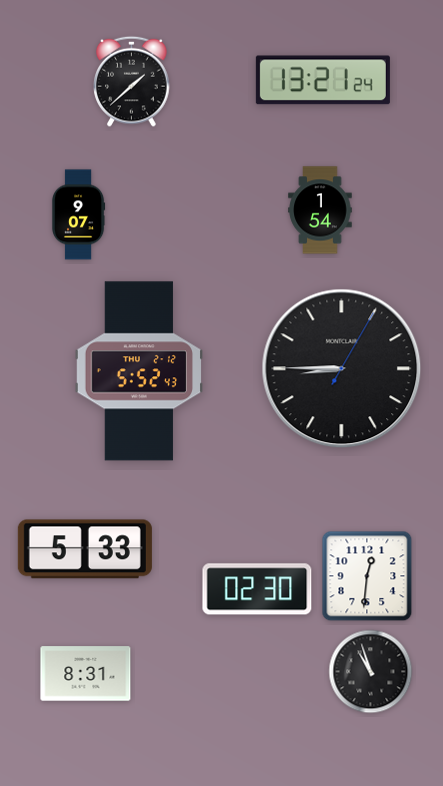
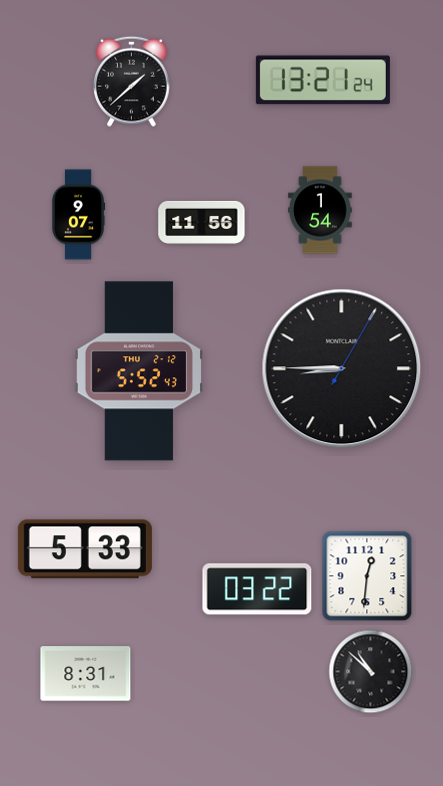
clock at (202, 222): none -> 11:56
clock at (257, 589): 02:30 -> 03:22
clock at (371, 672): 10:57 -> 10:52
